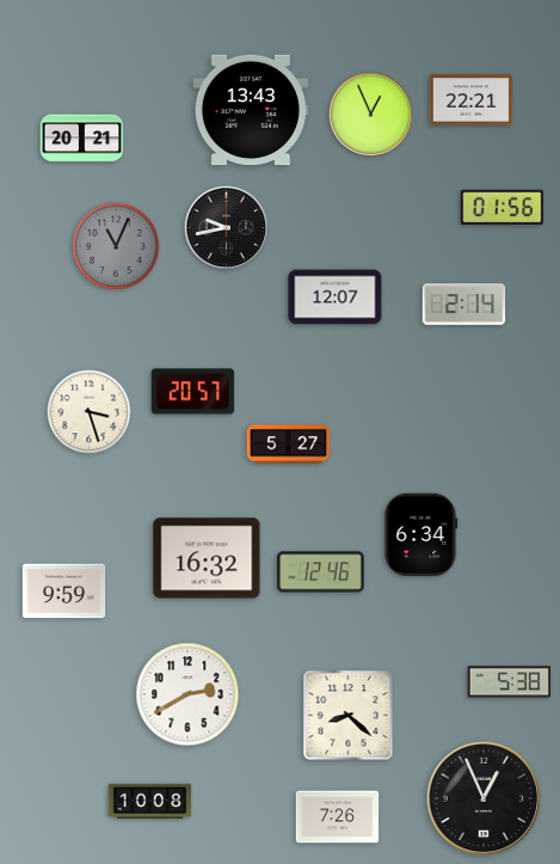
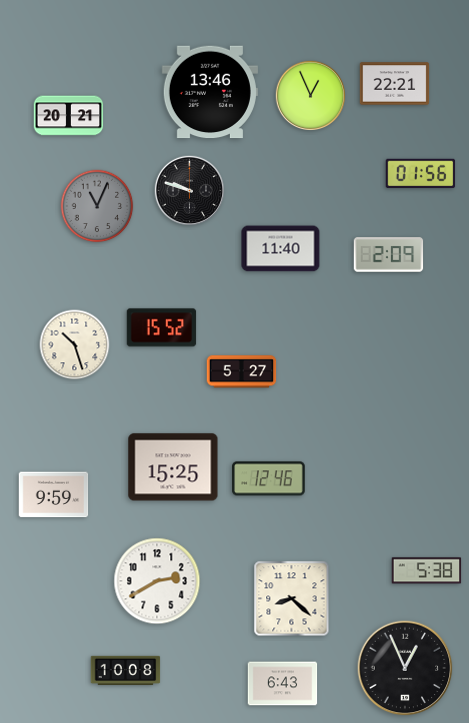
clock at (251, 110): 13:43 -> 13:46
clock at (226, 227): 9:43 -> 9:48
clock at (336, 298): 12:07 -> 11:40
clock at (464, 305): 2:14 -> 2:09
clock at (193, 392): 20:57 -> 15:52
clock at (90, 412): 3:27 -> 10:27
clock at (421, 535): 6:34 -> none
clock at (207, 558): 16:32 -> 15:25
clock at (338, 817): 7:26 -> 6:43
